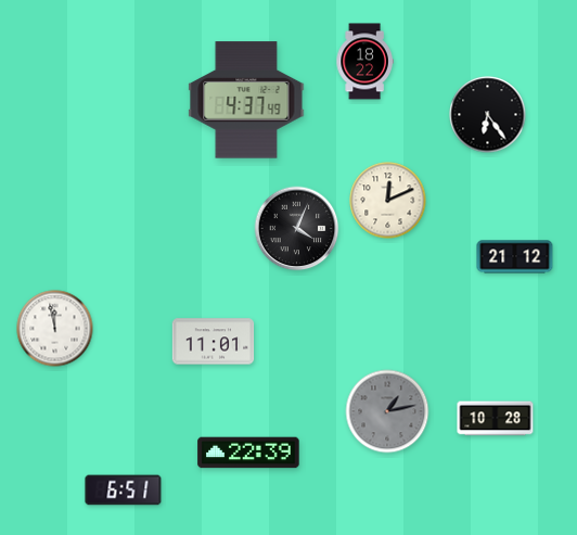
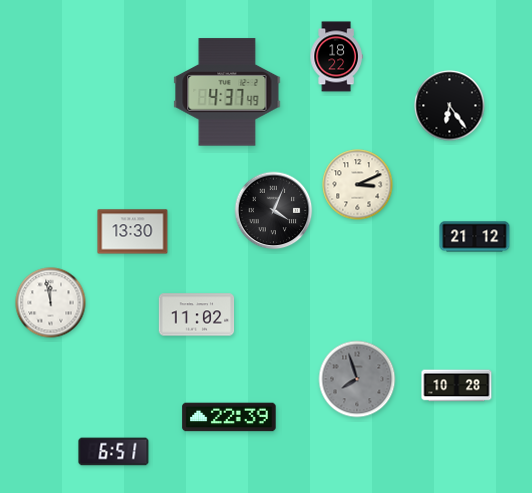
clock at (388, 201): 12:11 -> 3:11
clock at (133, 232): none -> 13:30
clock at (214, 342): 11:01 -> 11:02
clock at (387, 411): 1:13 -> 7:57
